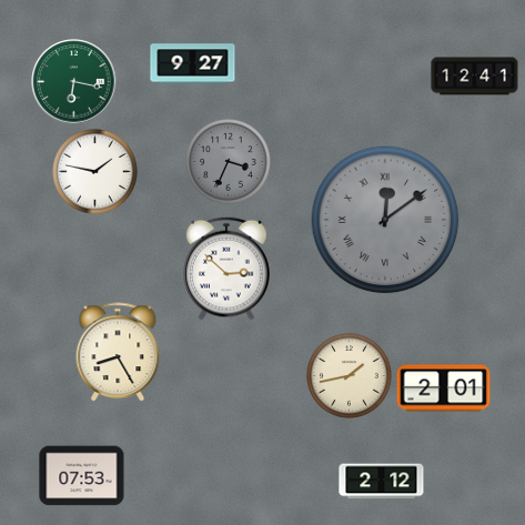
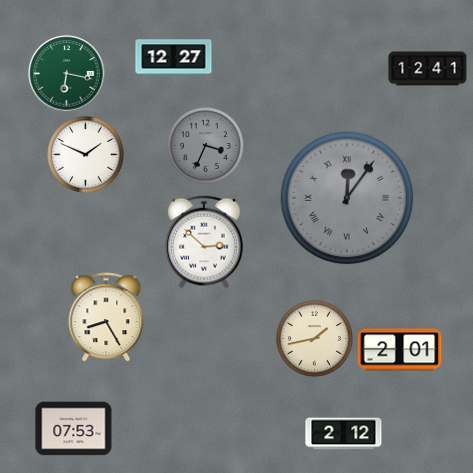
clock at (193, 64): 9:27 -> 12:27
clock at (95, 172): 1:47 -> 1:49
clock at (385, 220): 12:09 -> 12:06
